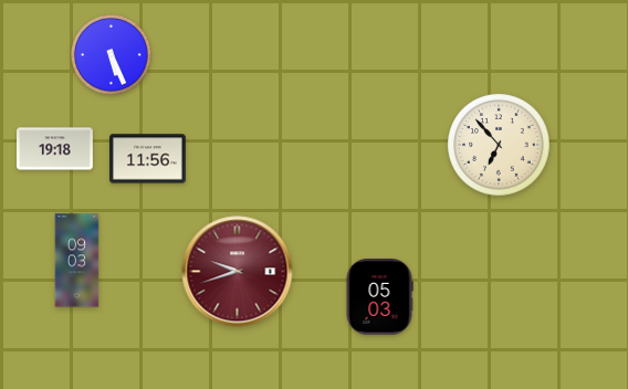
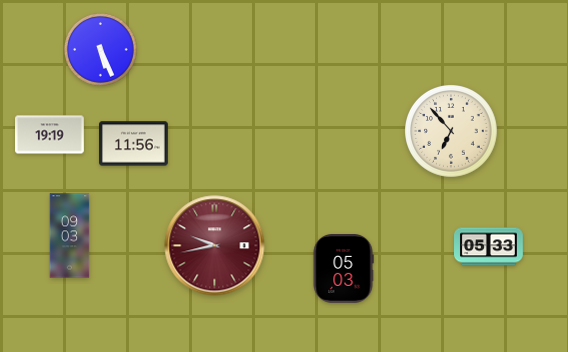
clock at (55, 149): 19:18 -> 19:19
clock at (238, 272): 9:42 -> 9:43
clock at (489, 247): none -> 05:33
